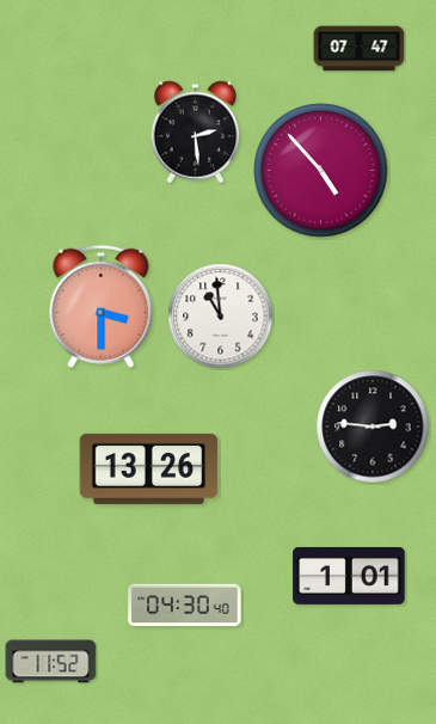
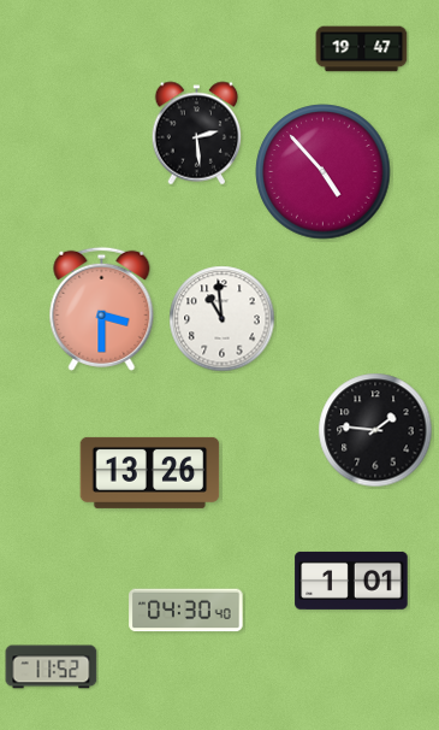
clock at (360, 49): 07:47 -> 19:47
clock at (373, 427): 2:46 -> 1:46
